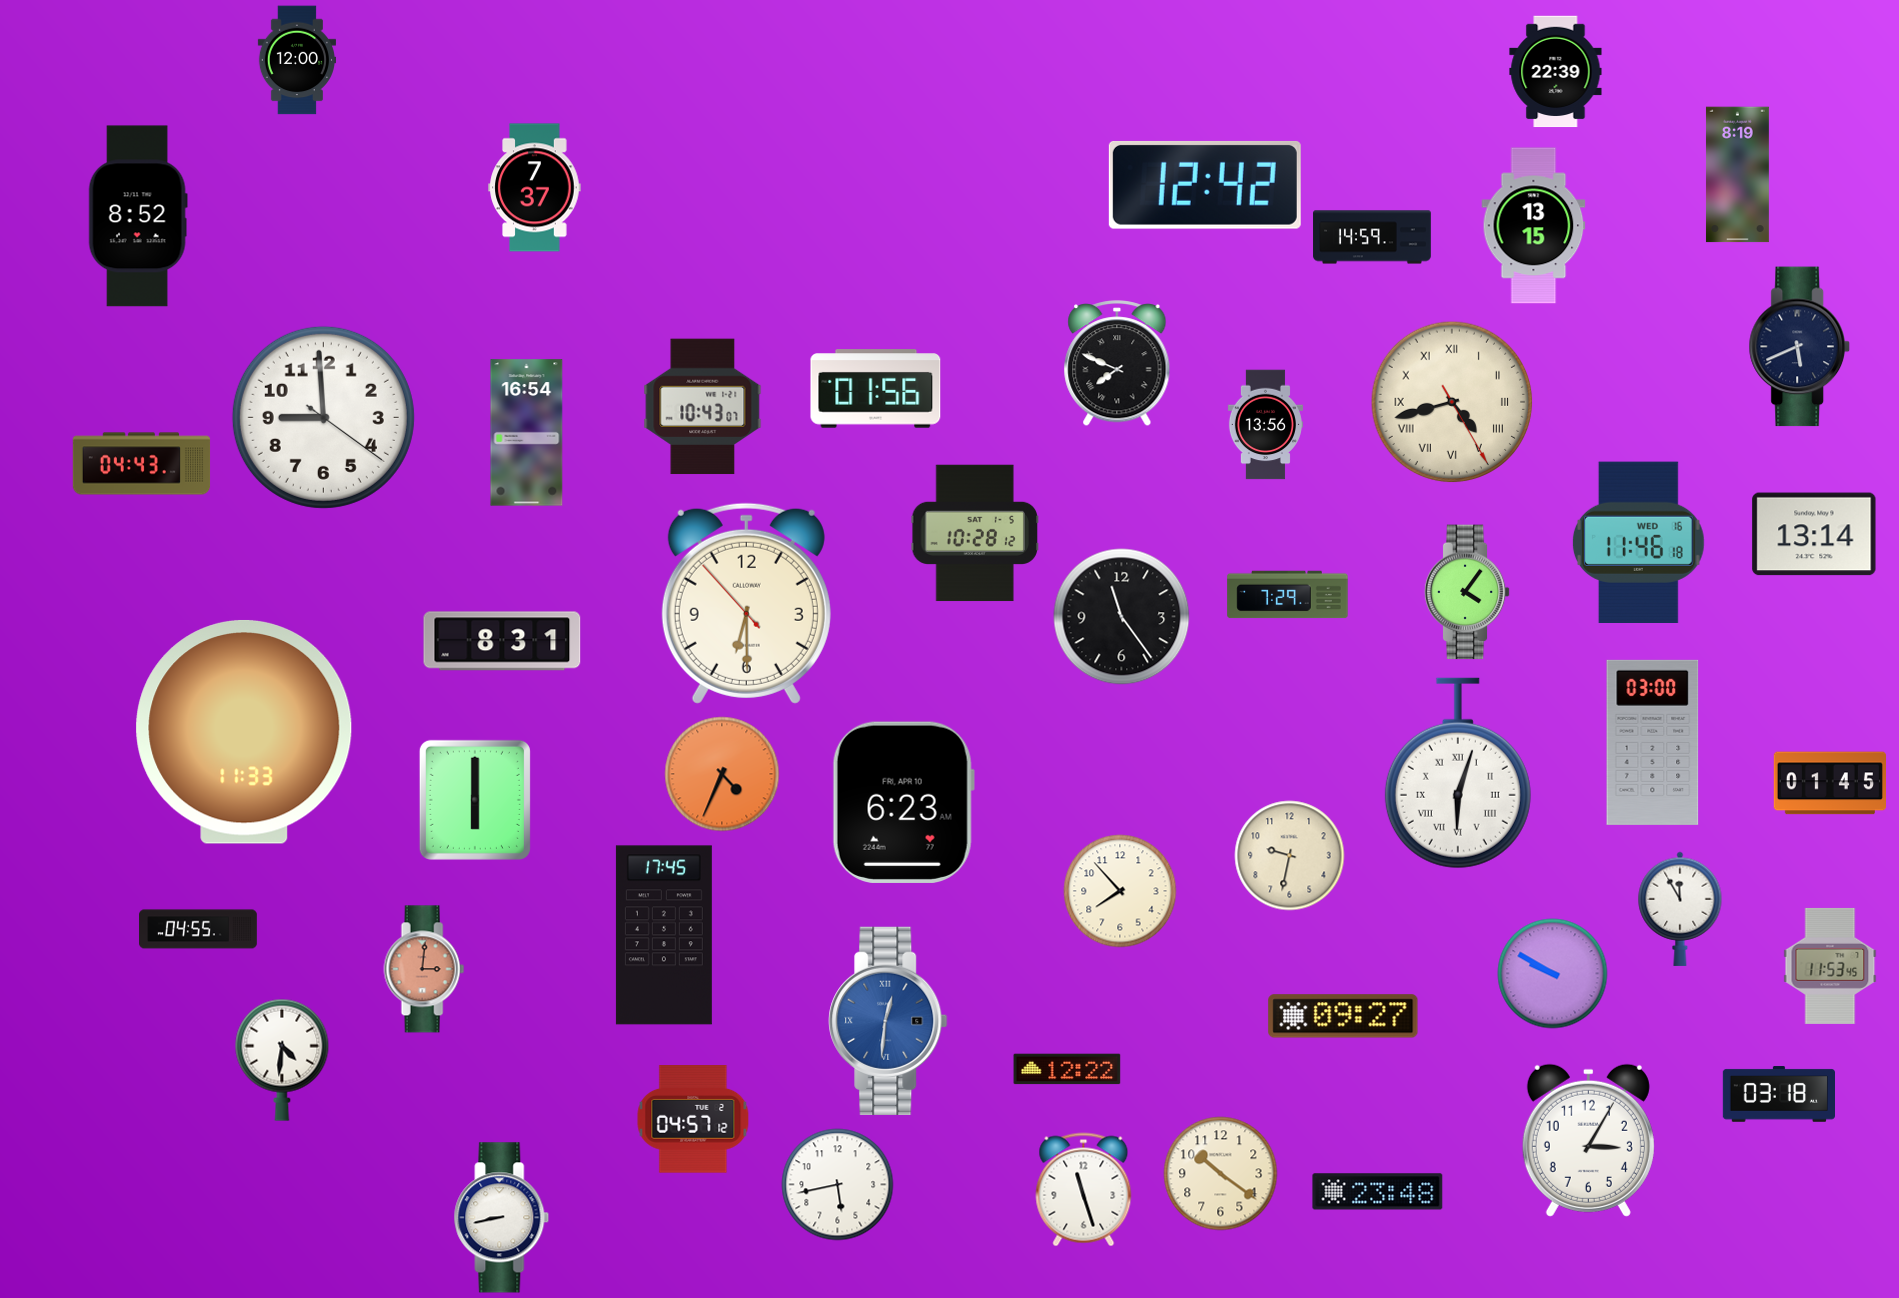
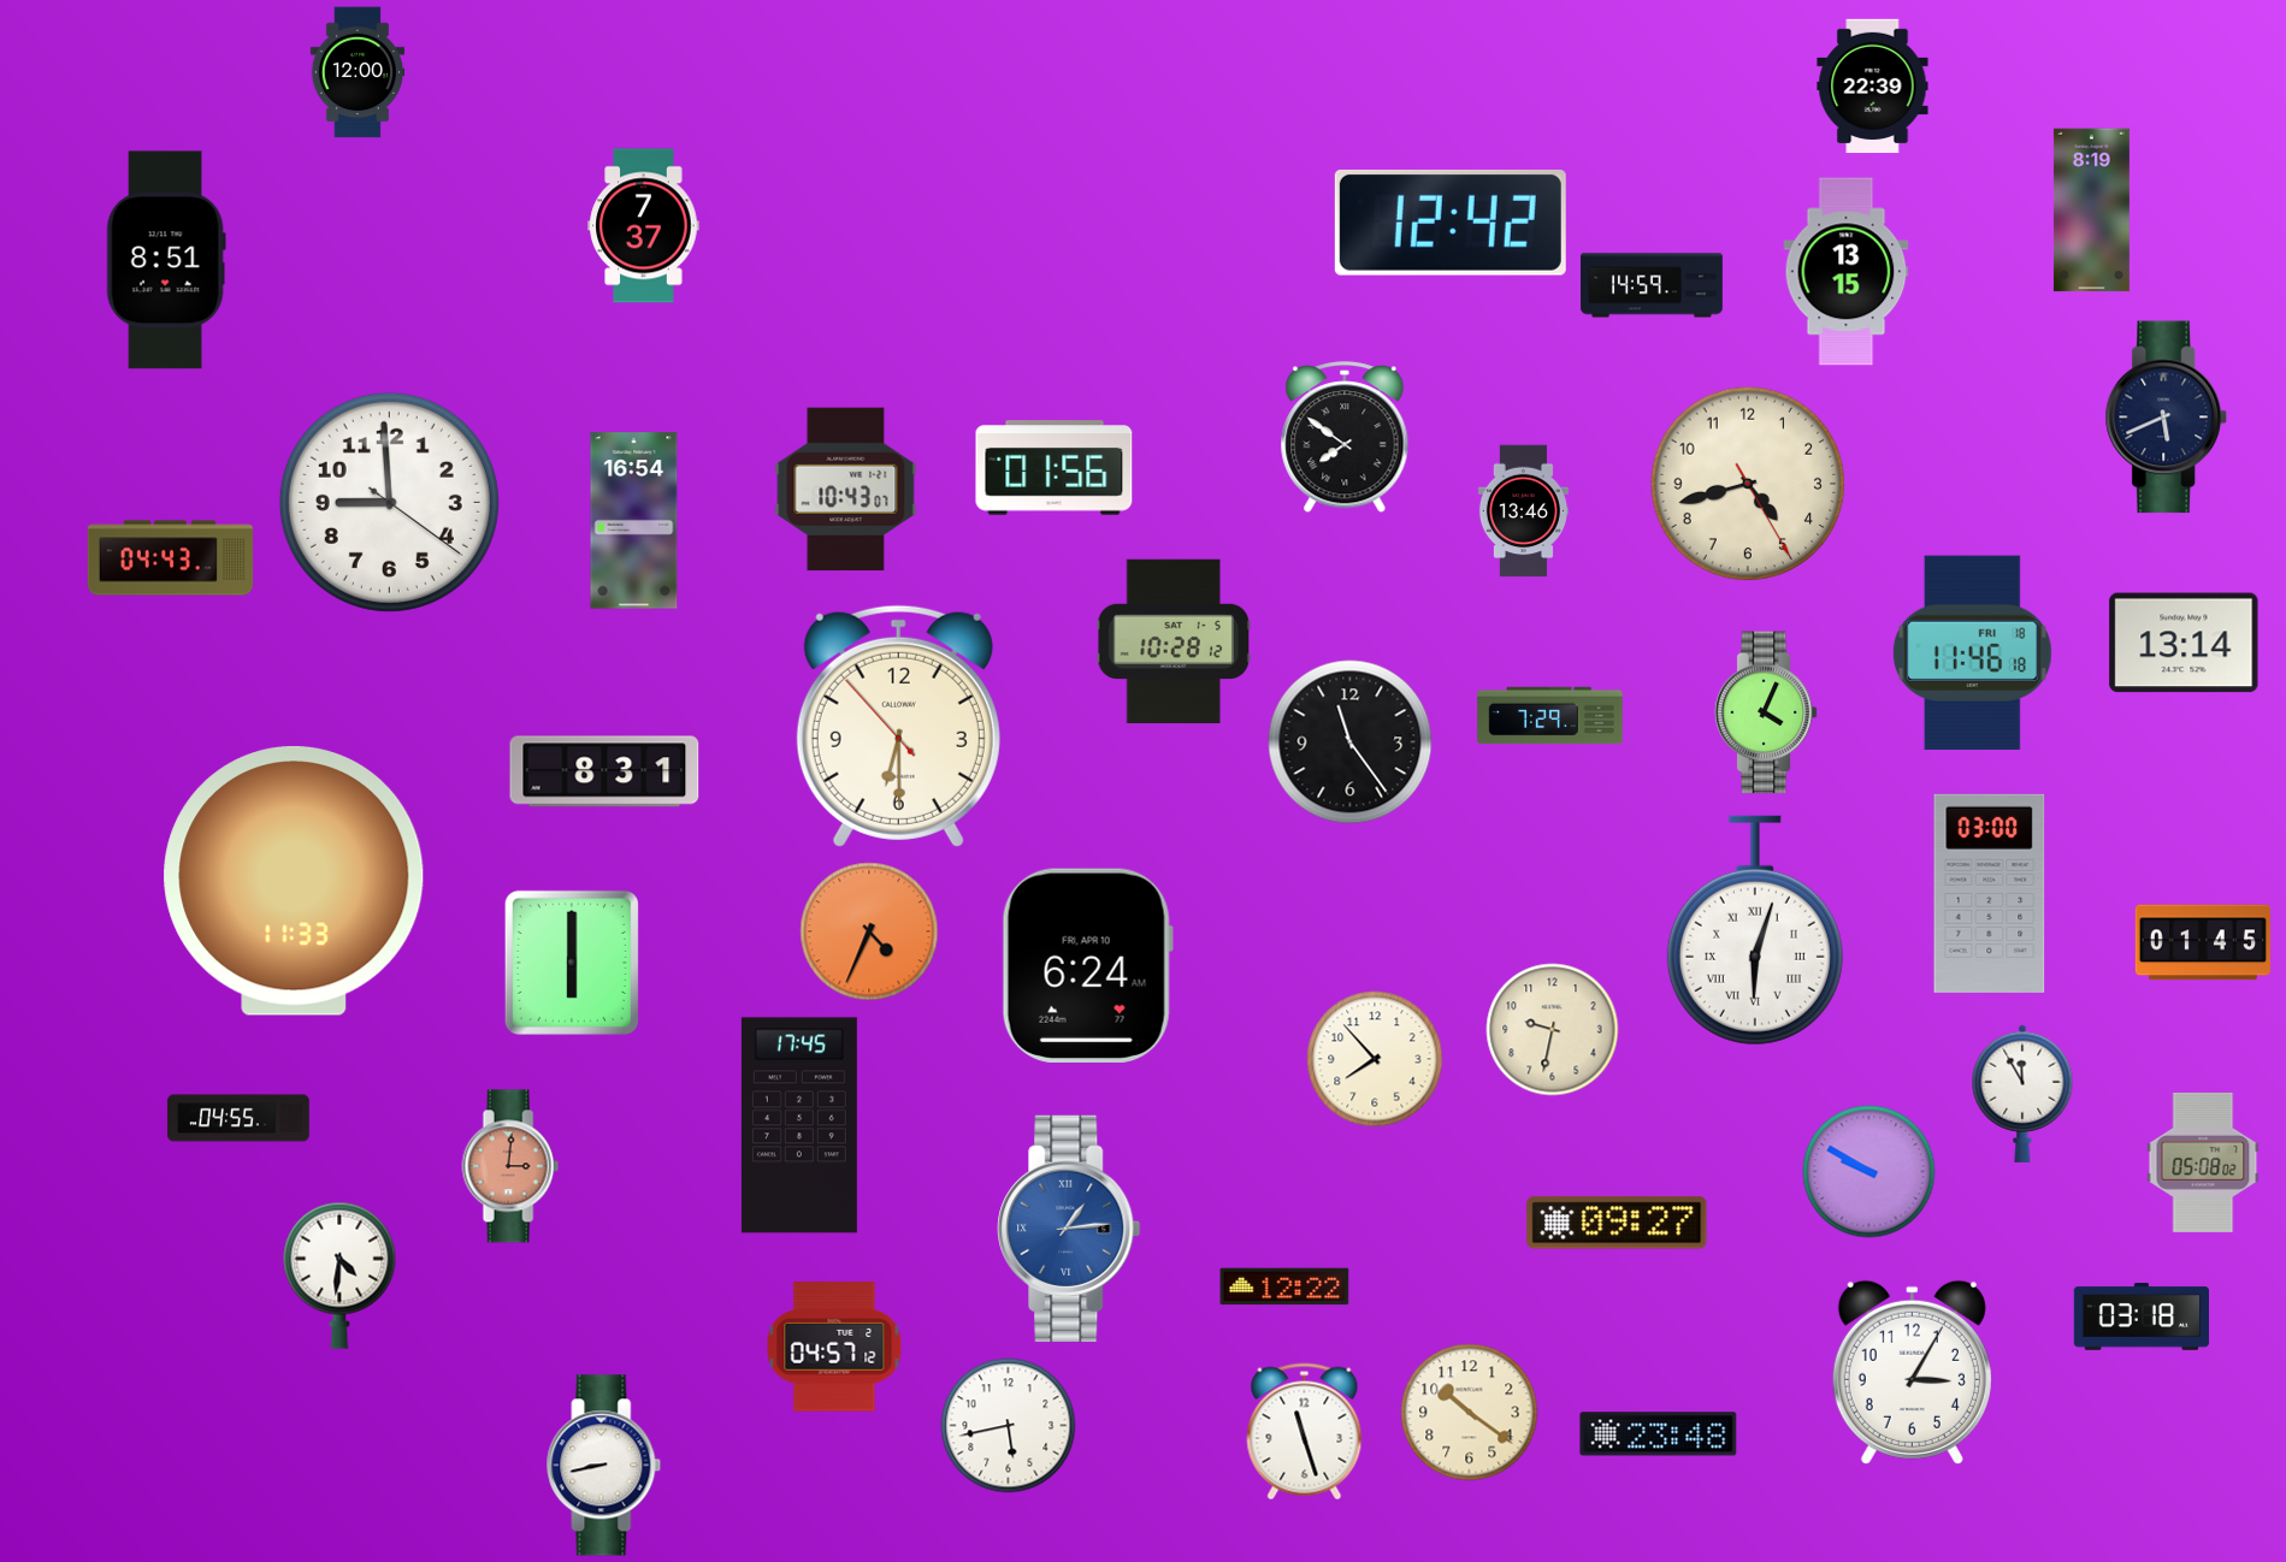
clock at (138, 216): 8:52 -> 8:51
clock at (1117, 364): 7:49 -> 7:51
clock at (1452, 402) numerals: Roman -> Arabic
clock at (1265, 425): 13:56 -> 13:46
clock at (1638, 542) date: WED 16 -> FRI 18
clock at (1467, 592): 4:06 -> 4:04
clock at (903, 802): 6:23 -> 6:24
clock at (1120, 891) position: (1120, 891) -> (1375, 1059)
clock at (1830, 966): 11:53 -> 05:08
clock at (888, 1021): 12:31 -> 1:14
